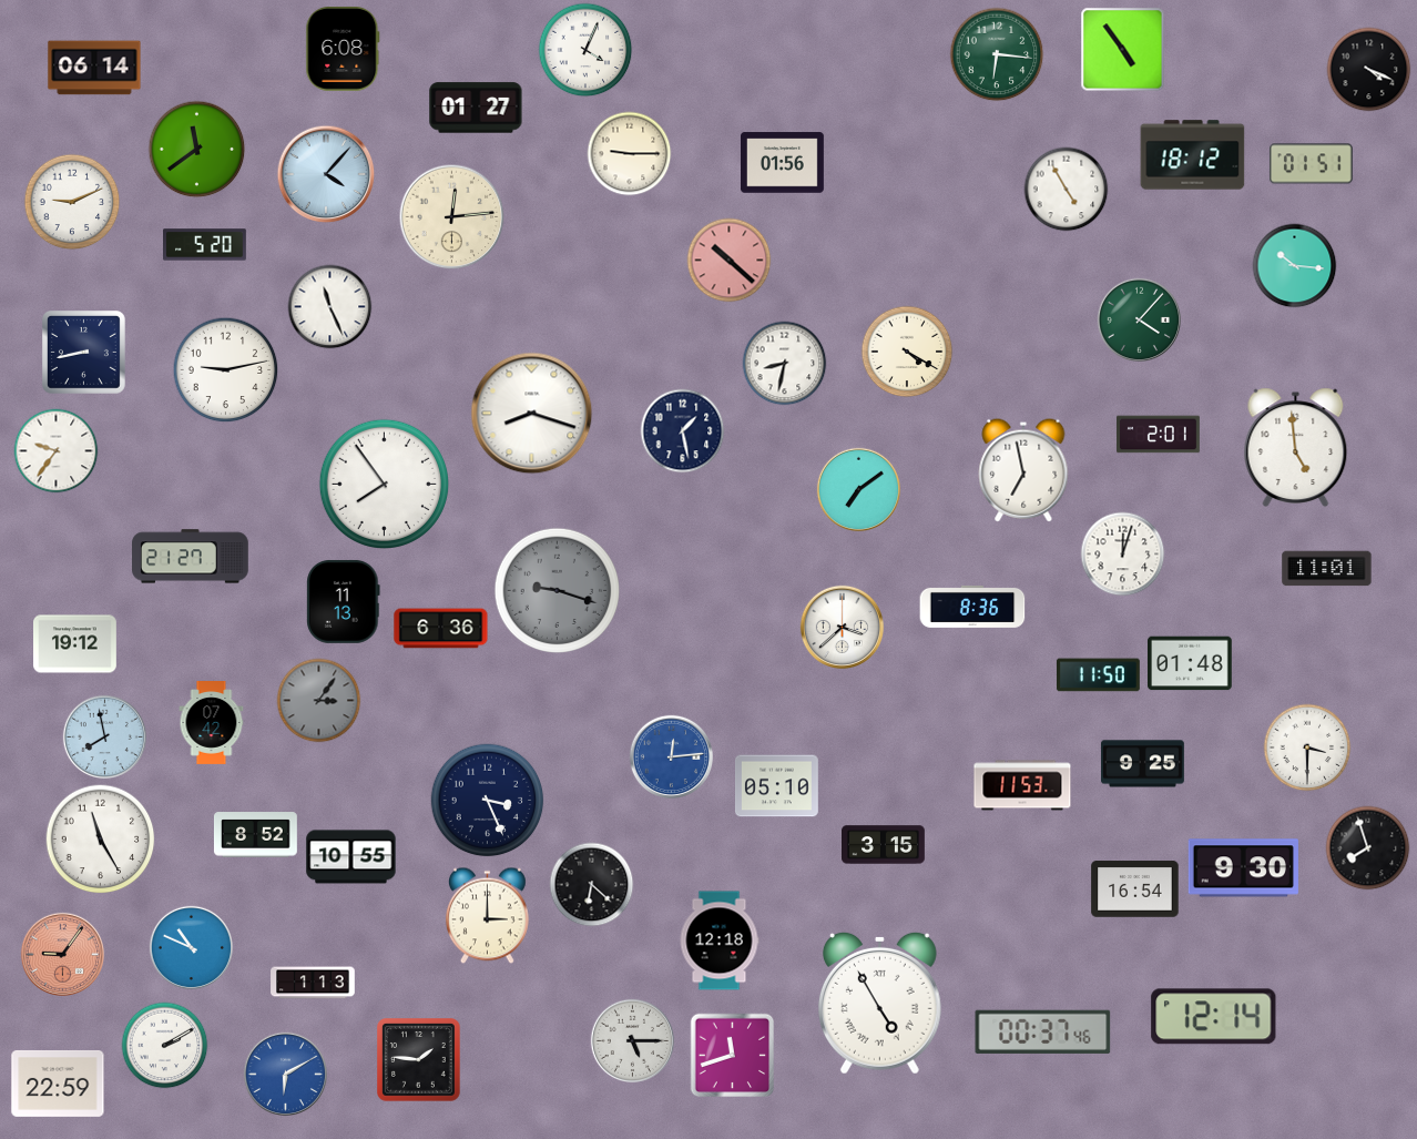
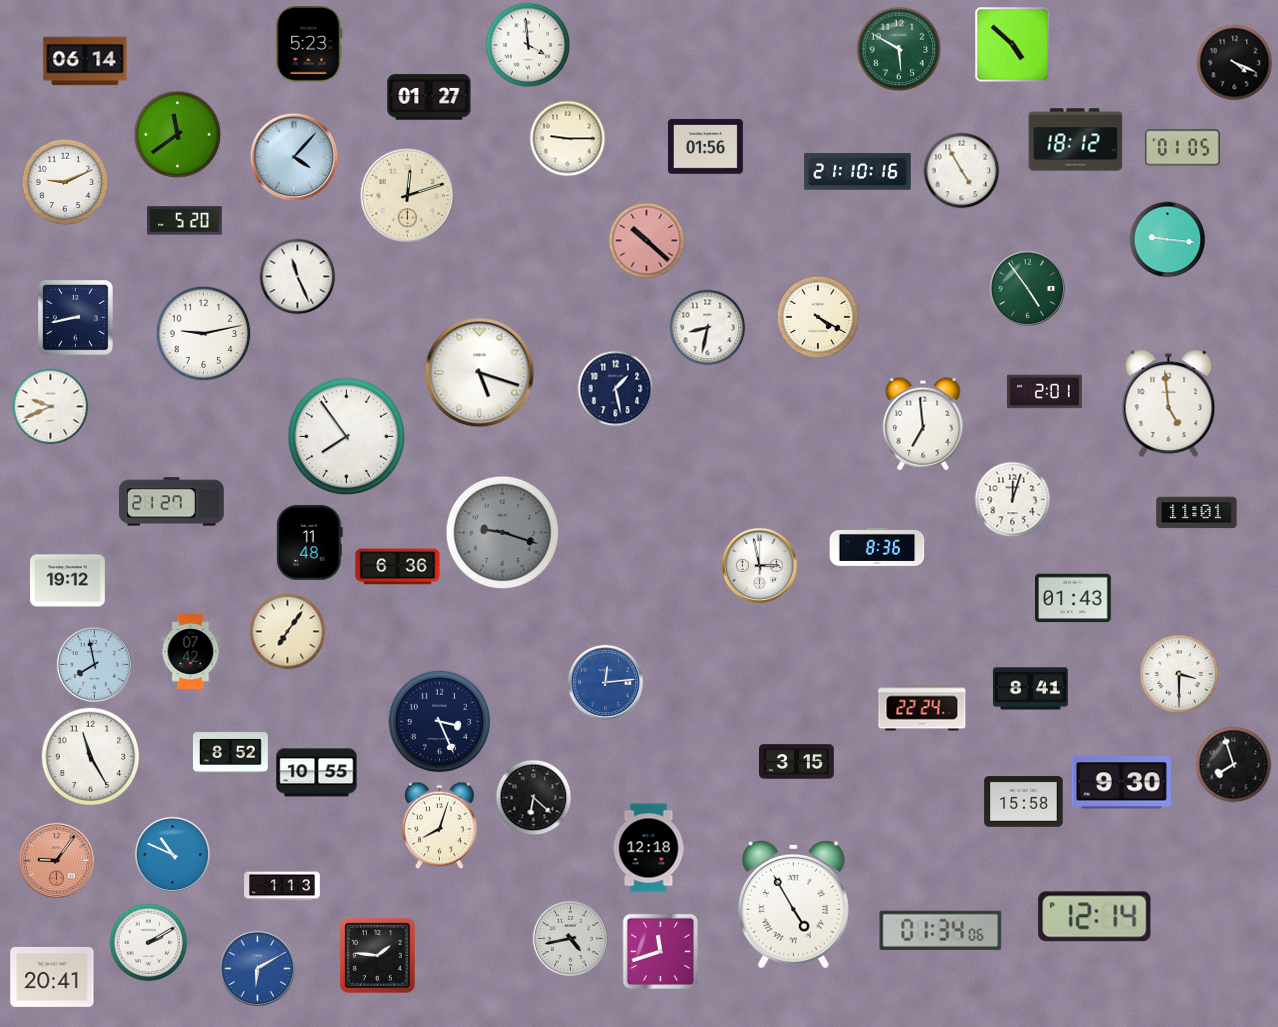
clock at (343, 50): 6:08 -> 5:23
clock at (585, 50): 4:04 -> 3:59
clock at (1123, 50): 4:54 -> 4:52
clock at (997, 54): 6:16 -> 5:50
clock at (1311, 164): 01:51 -> 01:05
clock at (858, 172): none -> 21:10
clock at (452, 217): 12:14 -> 12:12
clock at (730, 261) position: (730, 261) -> (647, 241)
clock at (1295, 266): 10:16 -> 9:16
clock at (1139, 319): 4:07 -> 4:54
clock at (532, 414): 8:18 -> 5:18
clock at (57, 451): 9:36 -> 9:41
clock at (1023, 470): 6:58 -> 6:59
clock at (858, 489): 7:09 -> none
clock at (344, 601): 11:13 -> 11:48
clock at (842, 627): 3:38 -> 2:58
clock at (1191, 663): 01:48 -> 01:43
clock at (1098, 675): 11:50 -> none
clock at (319, 701): 3:06 -> 7:06
clock at (319, 701) dial: grey -> cream
clock at (1143, 764): 9:25 -> 8:41
clock at (1022, 785): 11:53 -> 22:24
clock at (777, 786): 05:10 -> none
clock at (1135, 889): 16:54 -> 15:58
clock at (488, 916): 3:00 -> 8:03
clock at (1043, 1031): 00:37 -> 01:34
clock at (632, 1040): 5:15 -> 4:43
clock at (58, 1084): 22:59 -> 20:41
